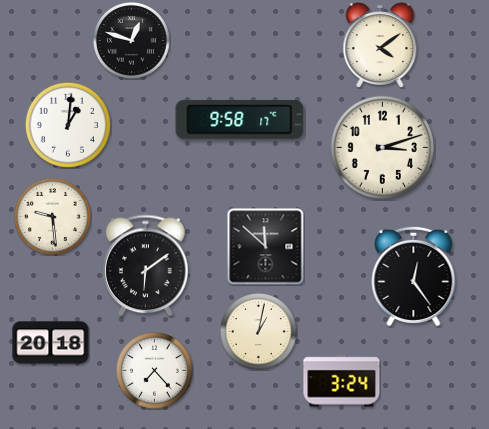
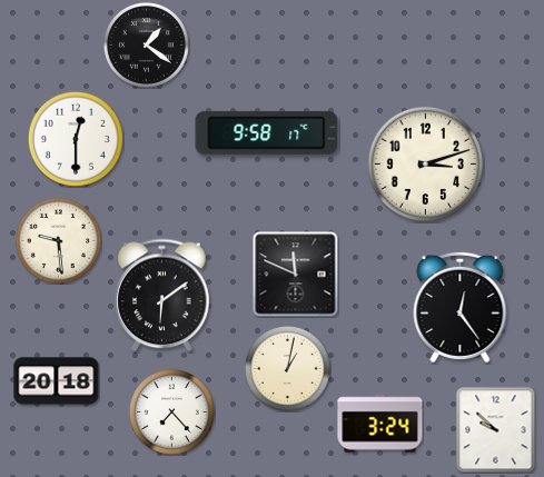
clock at (131, 40): 12:48 -> 1:21
clock at (380, 45): 4:09 -> none
clock at (68, 125): 1:01 -> 12:30
clock at (266, 247): 11:52 -> 11:49
clock at (496, 429): none -> 9:52
